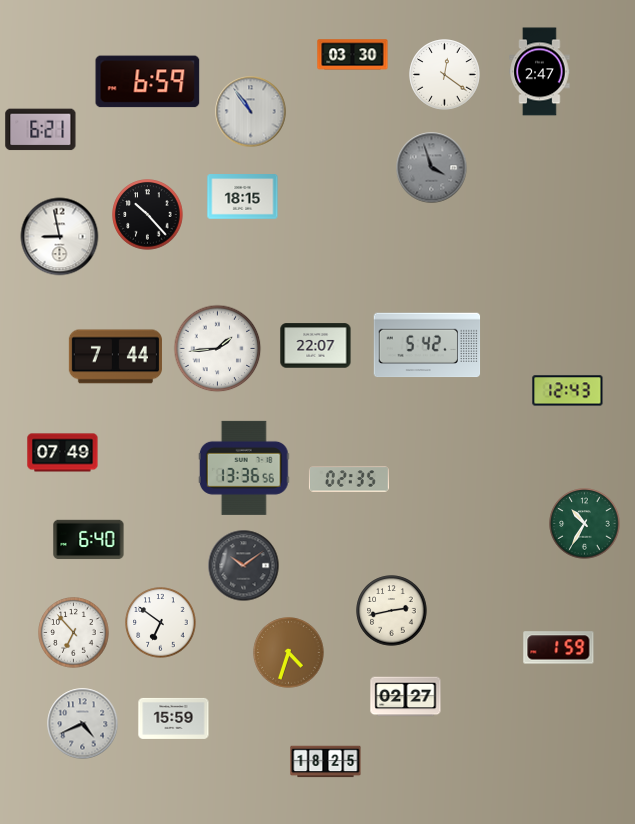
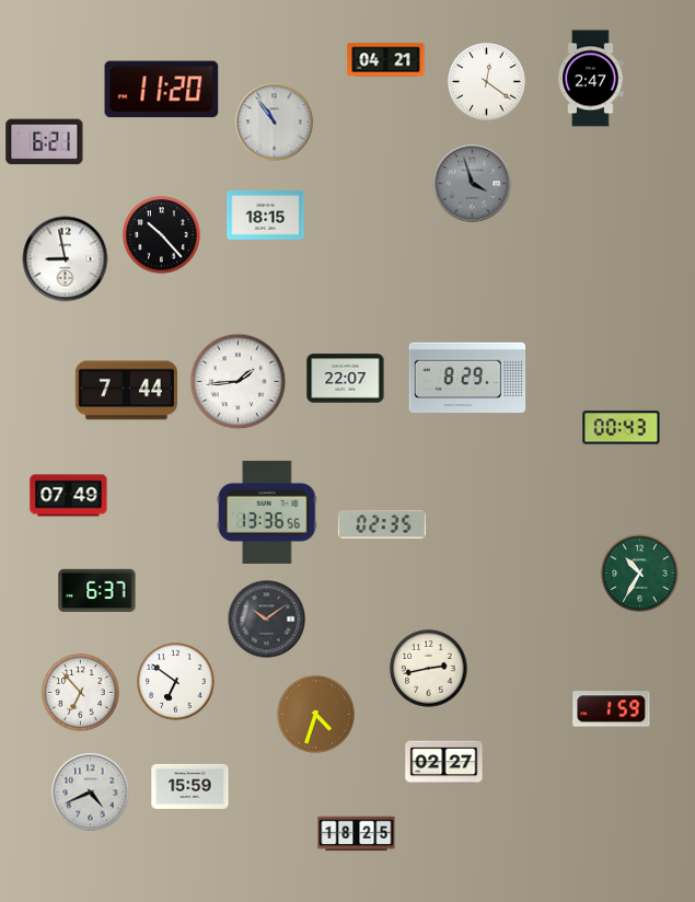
clock at (353, 55): 03:30 -> 04:21
clock at (148, 82): 6:59 -> 11:20
clock at (427, 345): 5:42 -> 8:29
clock at (568, 391): 12:43 -> 00:43
clock at (89, 540): 6:40 -> 6:37
